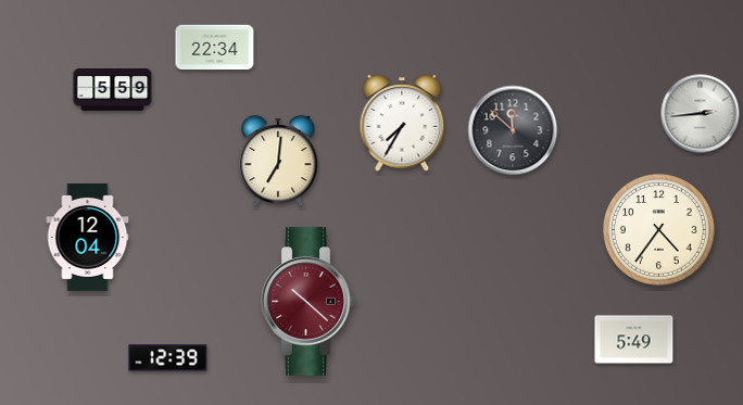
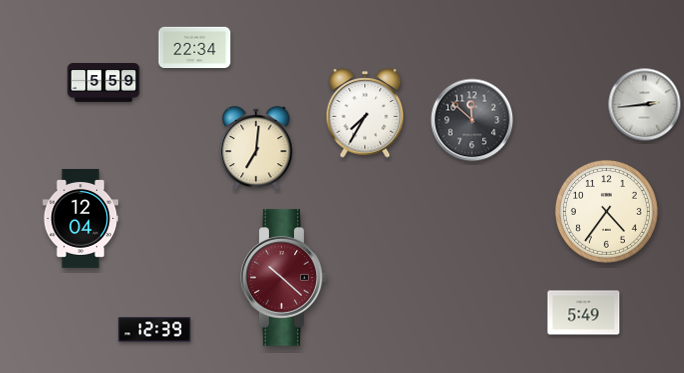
clock at (215, 48) position: (215, 48) -> (195, 48)
clock at (402, 123) position: (402, 123) -> (365, 113)
